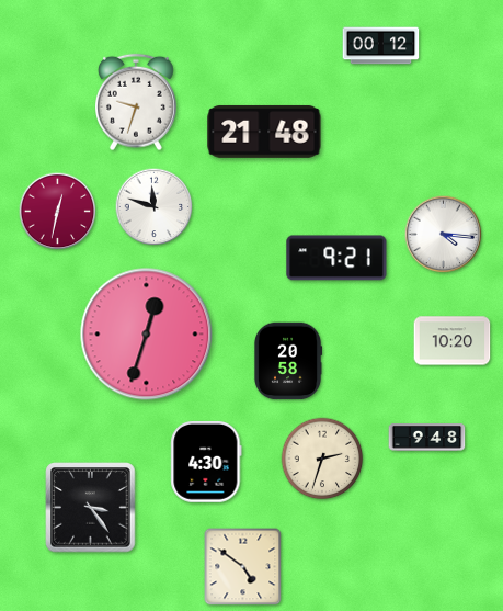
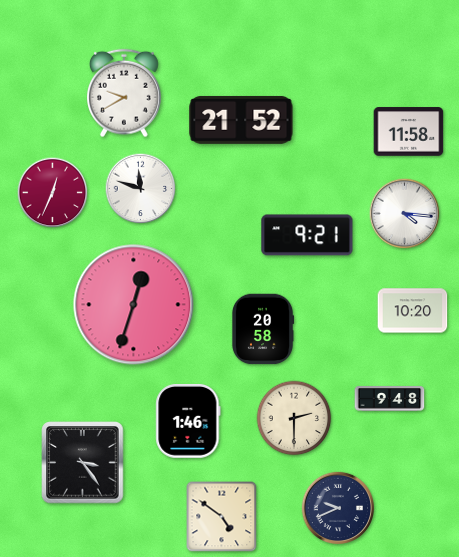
clock at (381, 46): 00:12 -> none
clock at (137, 102): 9:33 -> 9:40
clock at (264, 132): 21:48 -> 21:52
clock at (409, 132): none -> 11:58
clock at (58, 212): 12:32 -> 12:34
clock at (322, 459): 2:33 -> 2:30
clock at (206, 463): 4:30 -> 1:46
clock at (337, 507): none -> 9:41
